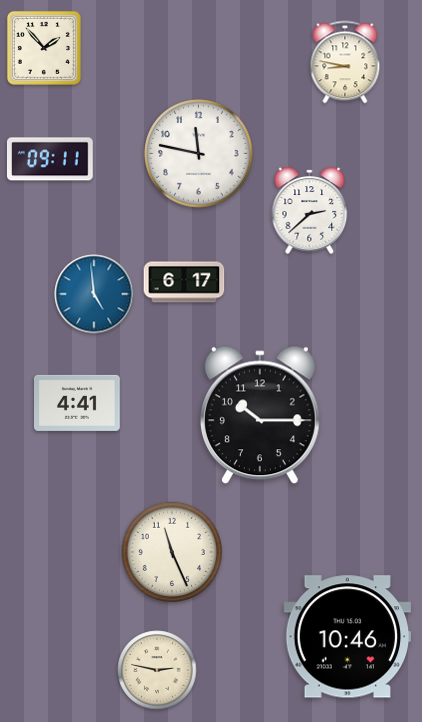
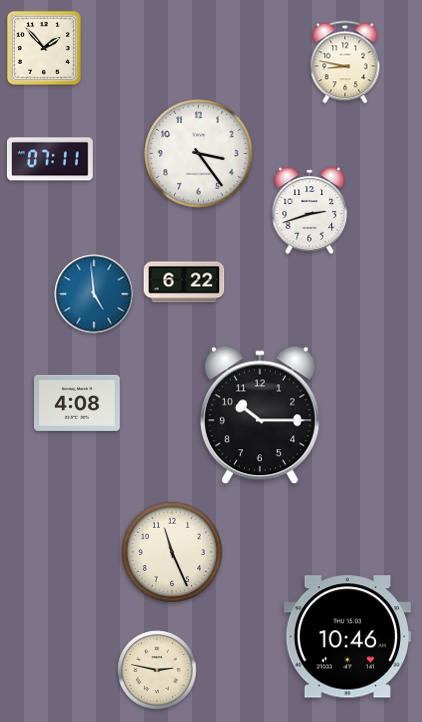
clock at (199, 154): 11:47 -> 3:24
clock at (50, 159): 09:11 -> 07:11
clock at (310, 210): 2:38 -> 2:42
clock at (184, 282): 6:17 -> 6:22
clock at (78, 403): 4:41 -> 4:08
